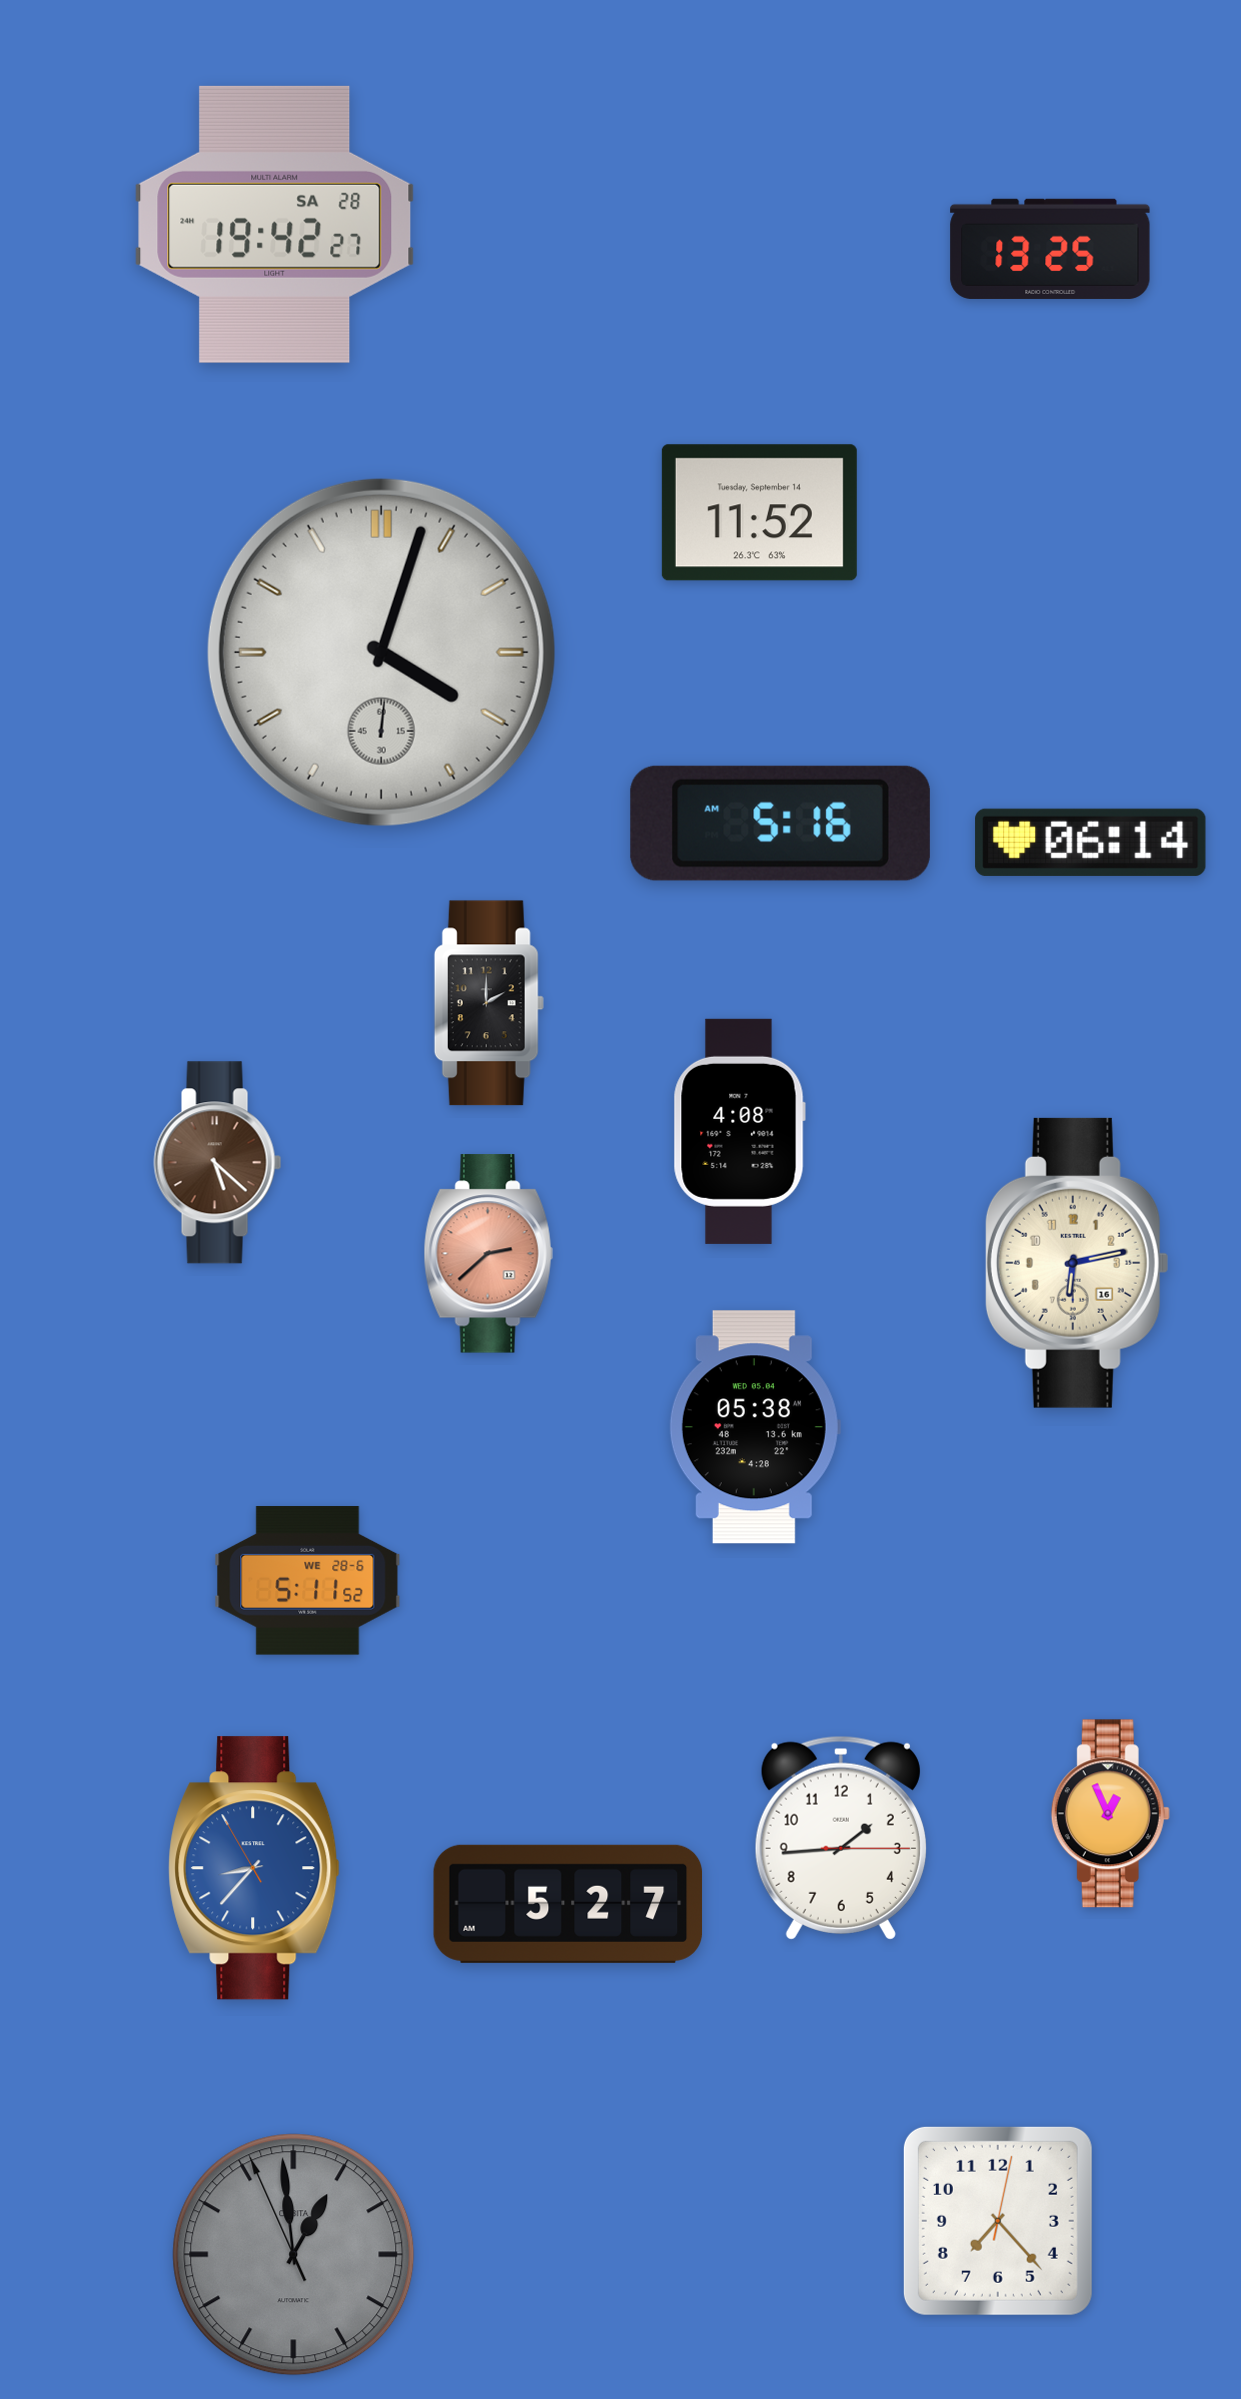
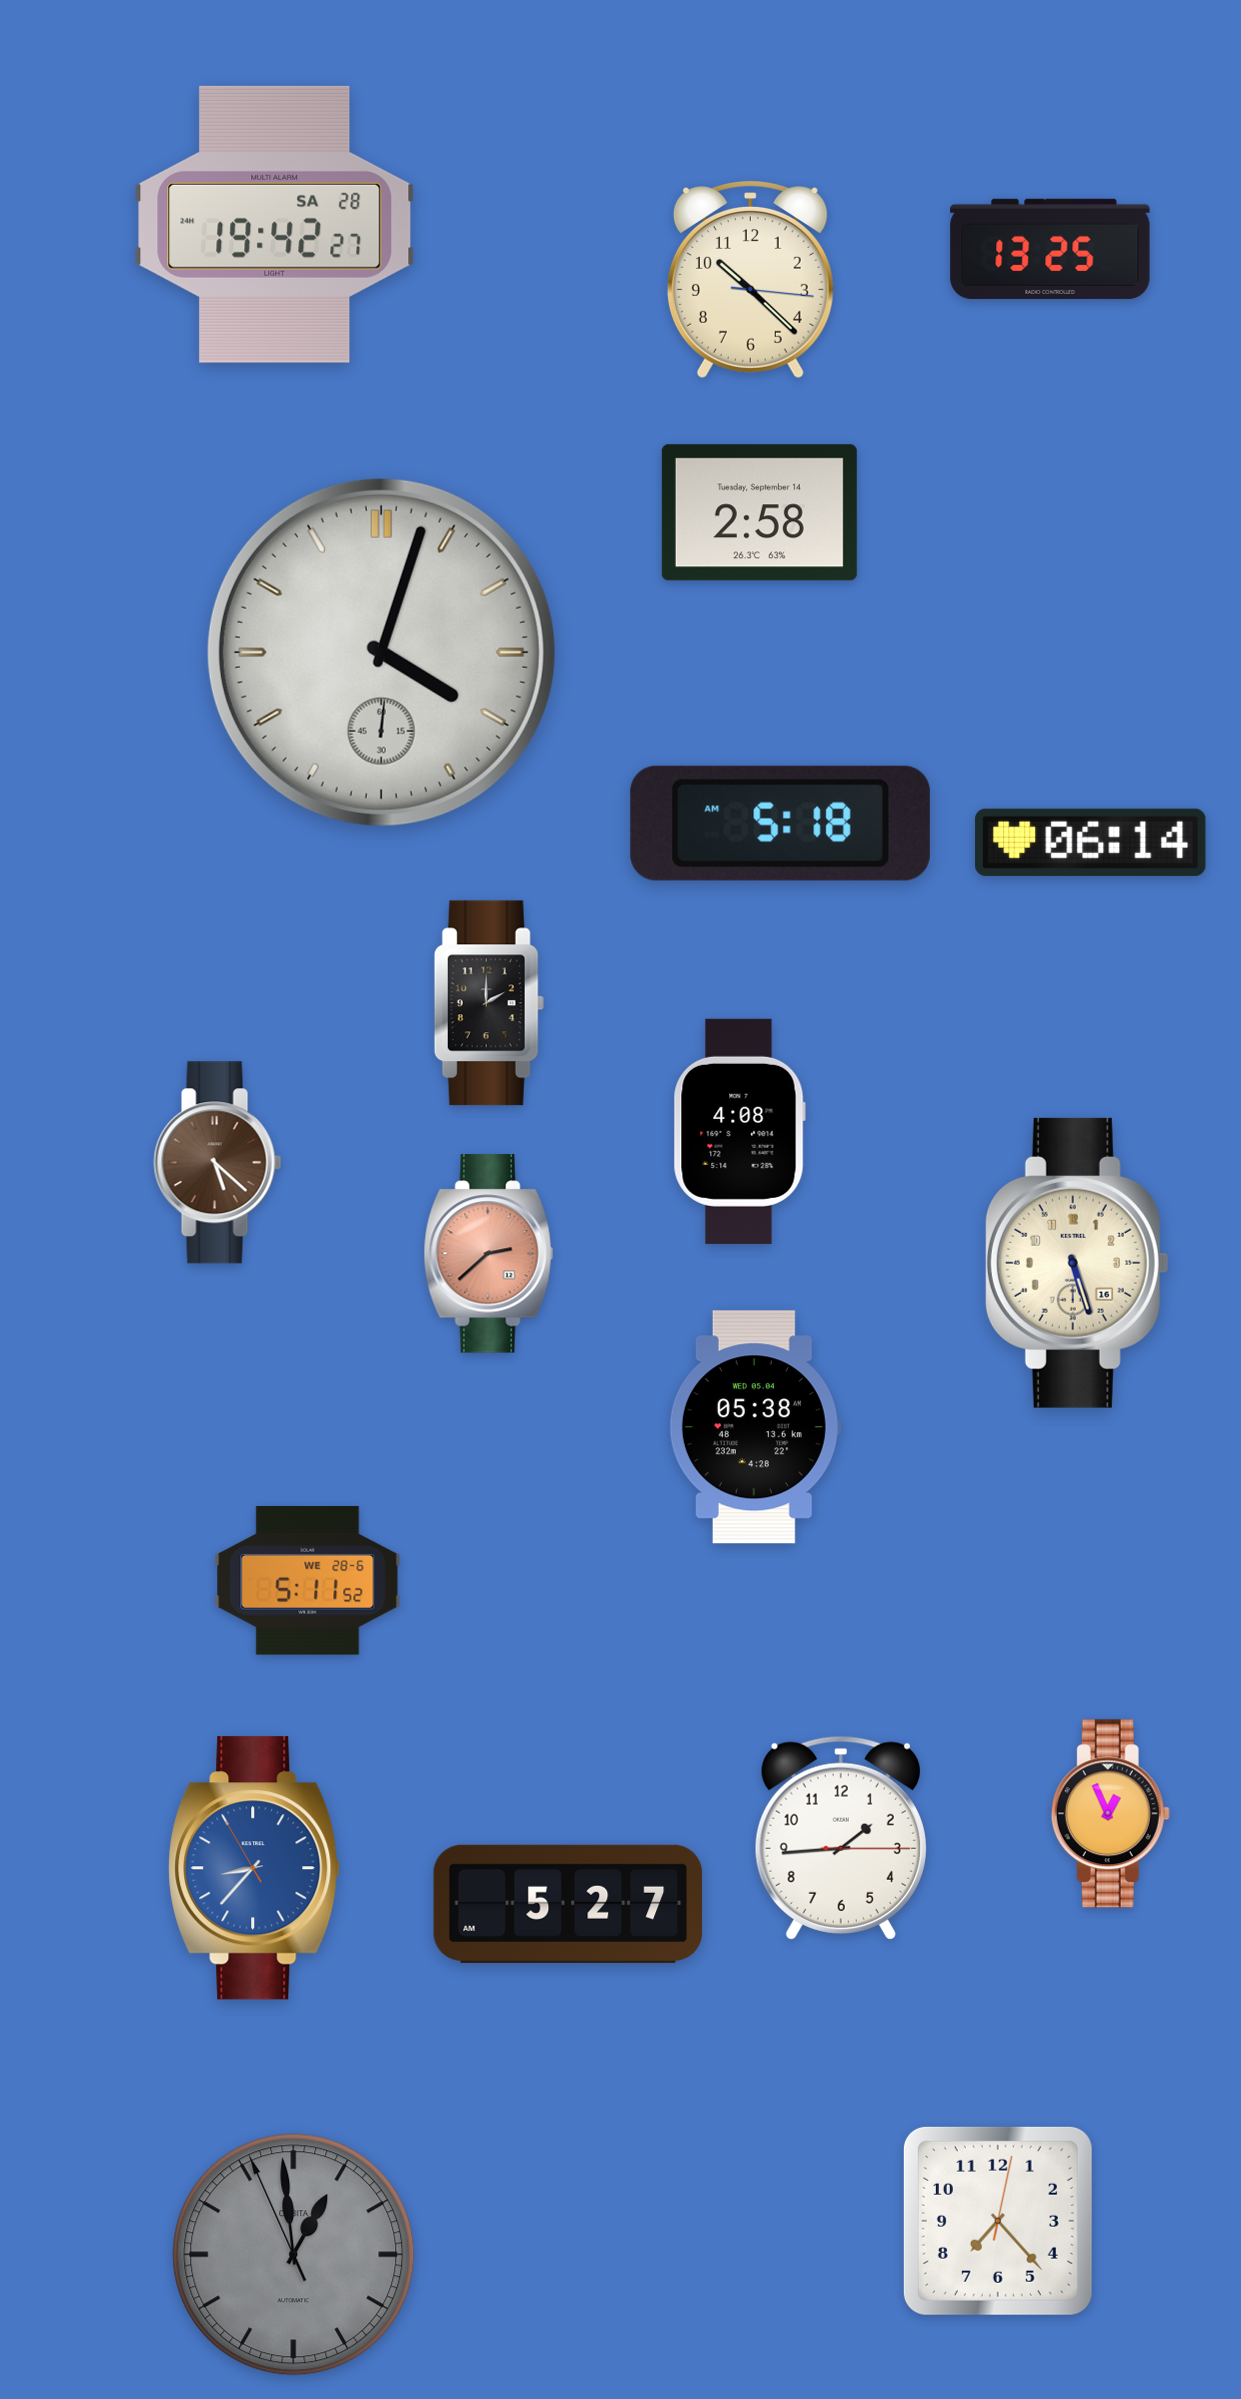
clock at (750, 279): none -> 10:22
clock at (759, 513): 11:52 -> 2:58
clock at (780, 823): 5:16 -> 5:18
clock at (1077, 1263): 6:13 -> 5:27
